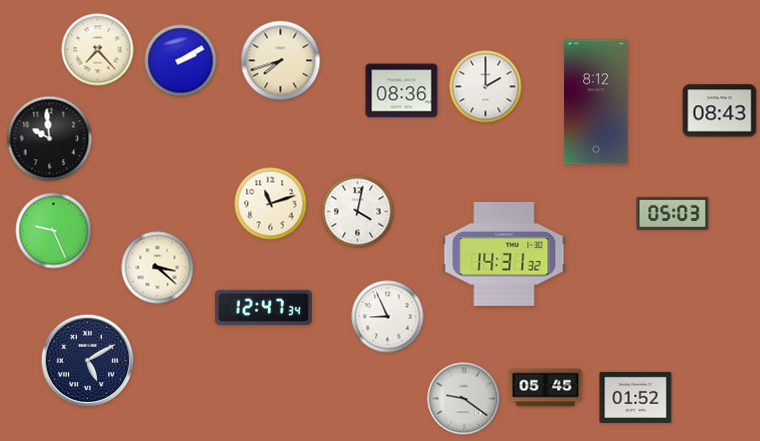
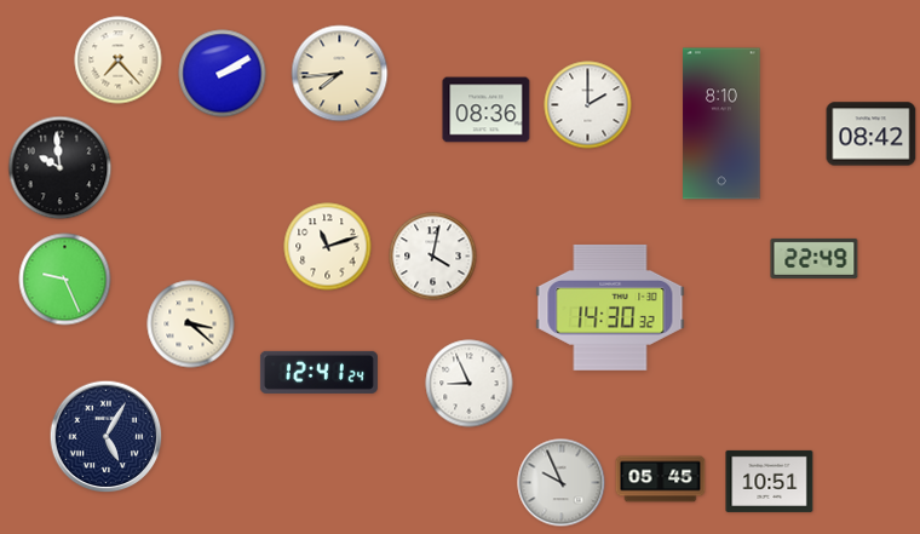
clock at (181, 61) position: (181, 61) -> (223, 74)
clock at (281, 61): 7:42 -> 7:44
clock at (596, 102): 8:12 -> 8:10
clock at (720, 111): 08:43 -> 08:42
clock at (673, 213): 05:03 -> 22:49
clock at (504, 254): 14:31 -> 14:30
clock at (263, 307): 12:47 -> 12:41
clock at (88, 361): 5:10 -> 5:05
clock at (546, 388) position: (546, 388) -> (661, 480)
clock at (636, 397): 01:52 -> 10:51
clock at (464, 399): 9:21 -> 9:56
